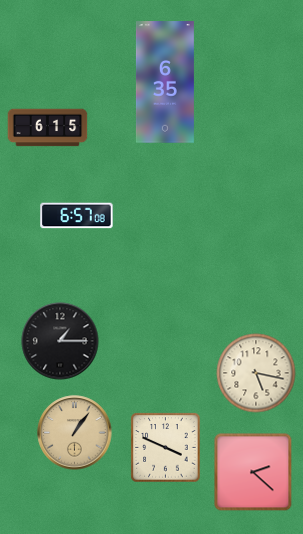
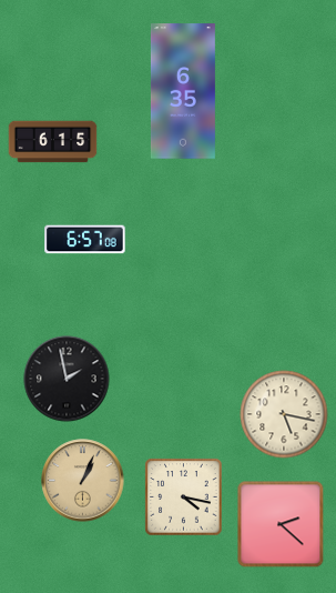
clock at (60, 341): 1:15 -> 1:58
clock at (75, 433): 1:06 -> 1:04
clock at (166, 448): 3:49 -> 4:17
